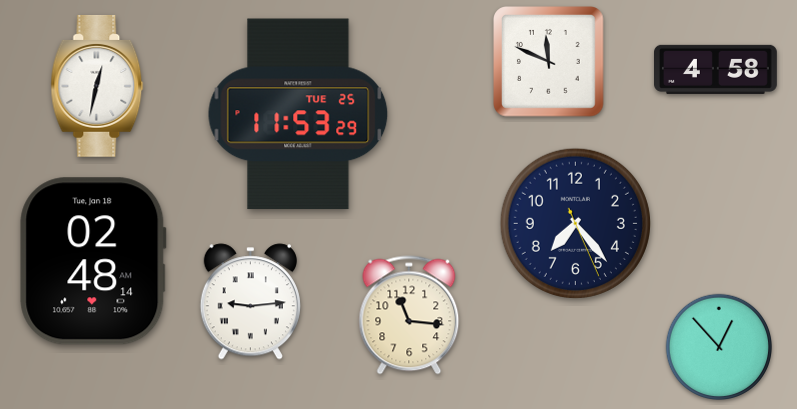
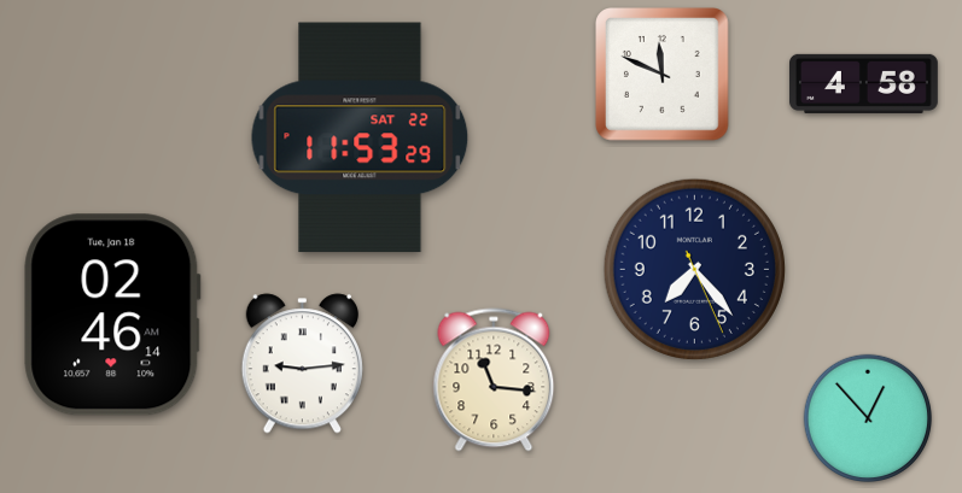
clock at (97, 86): 12:32 -> none
clock at (298, 114) date: TUE 25 -> SAT 22
clock at (93, 261): 02:48 -> 02:46
